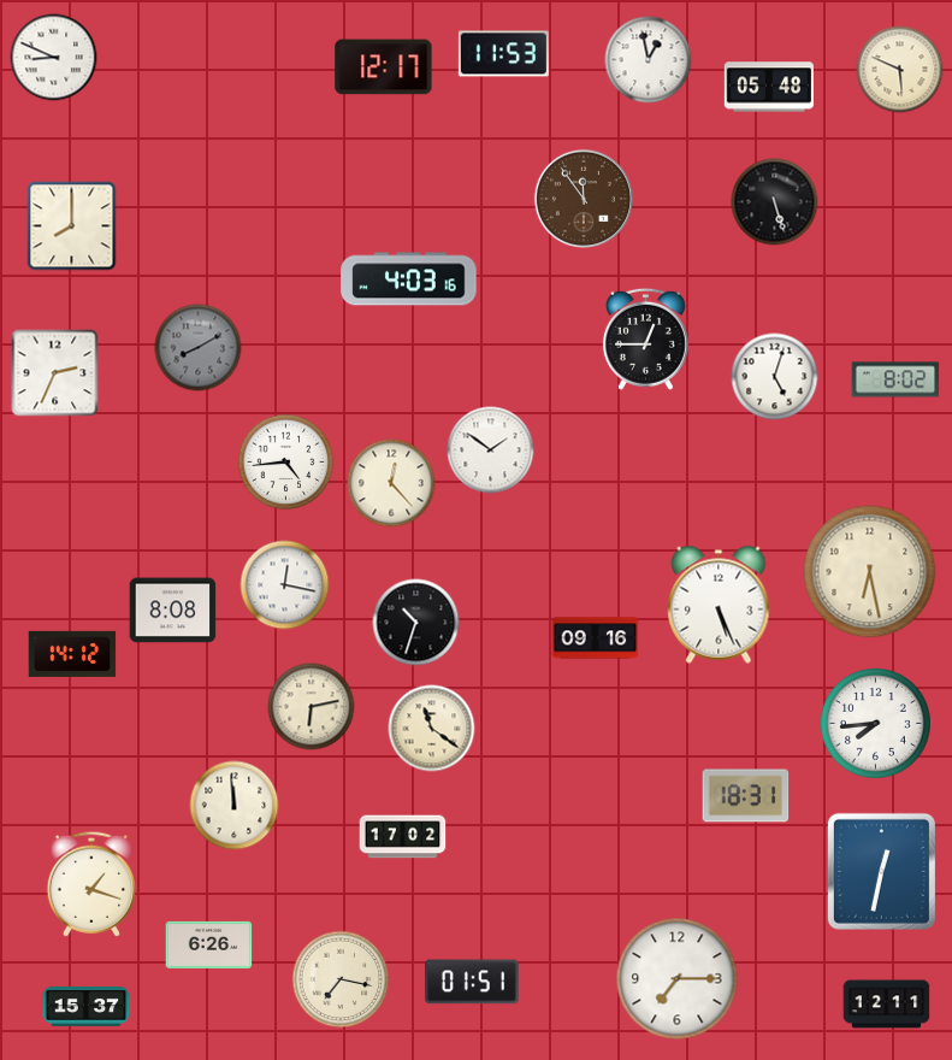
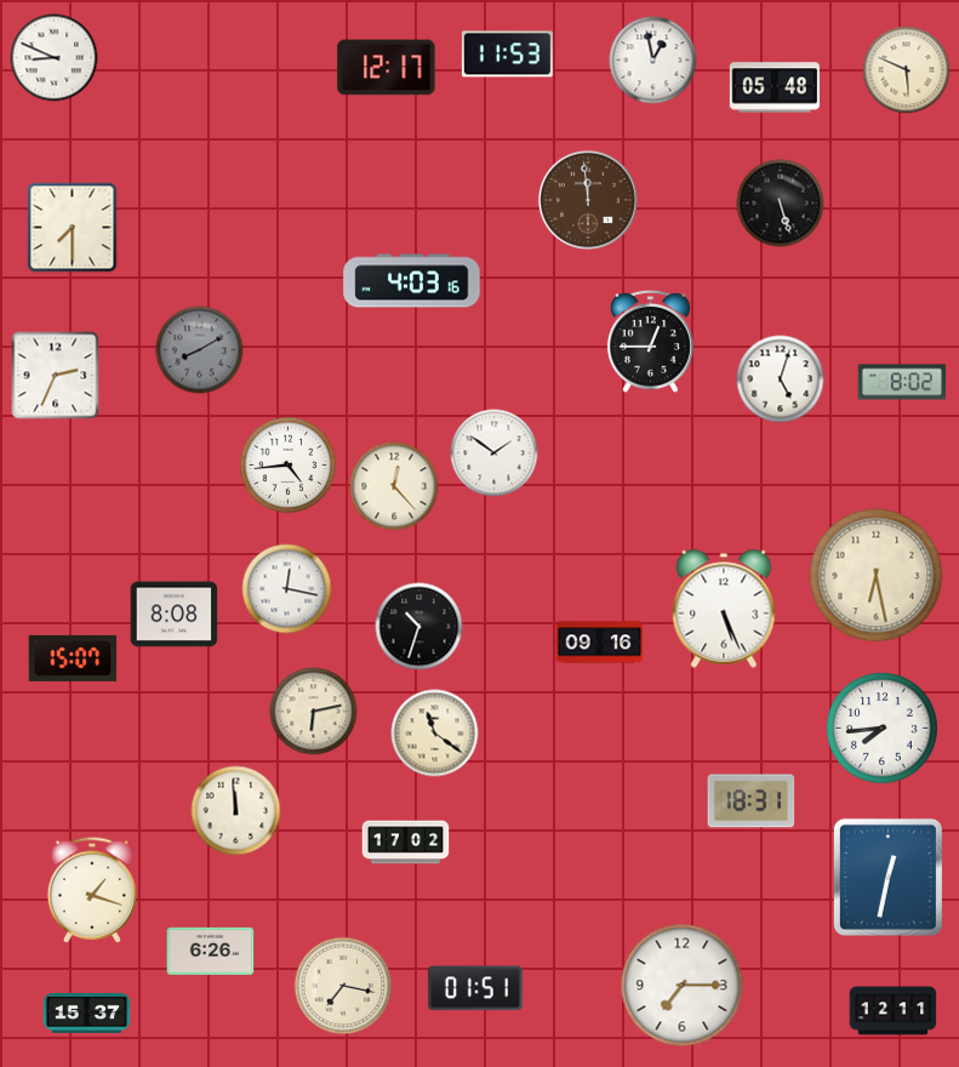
clock at (583, 198): 11:54 -> 11:59
clock at (72, 226): 8:00 -> 7:30
clock at (72, 654): 14:12 -> 15:07
